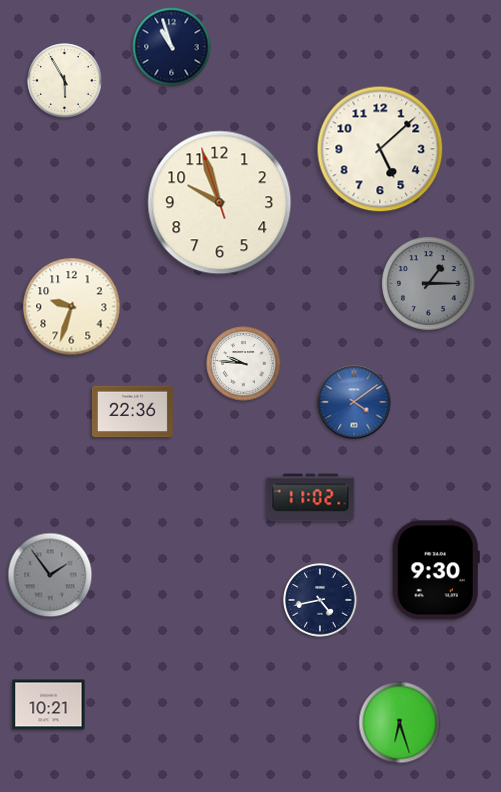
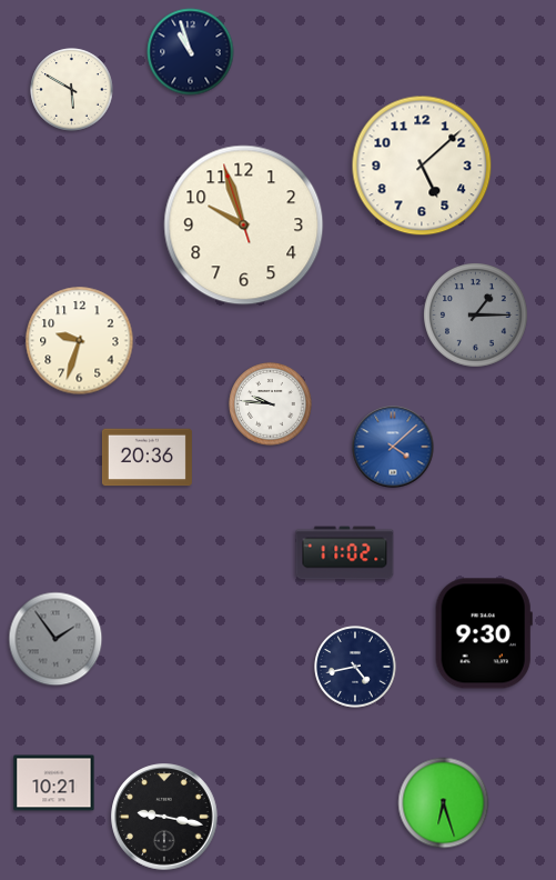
clock at (65, 81): 5:55 -> 5:50
clock at (354, 402): 4:09 -> 4:08
clock at (132, 412): 22:36 -> 20:36
clock at (164, 817): none -> 9:17
